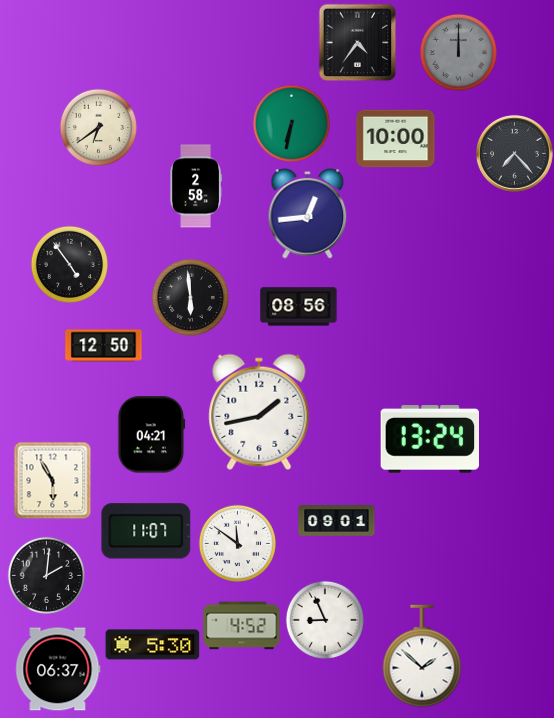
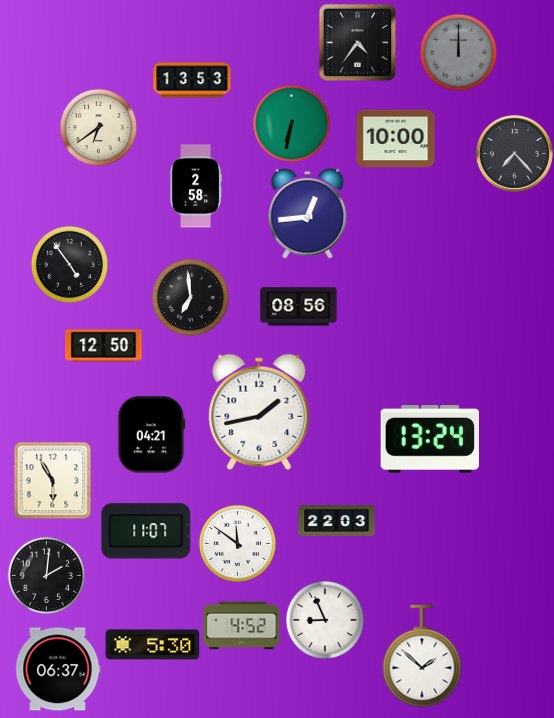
clock at (192, 80): none -> 13:53
clock at (190, 297): 5:59 -> 6:59
clock at (337, 521): 09:01 -> 22:03
